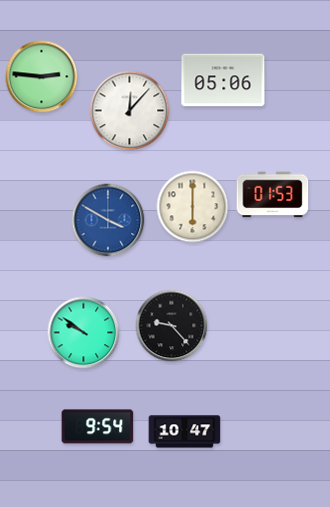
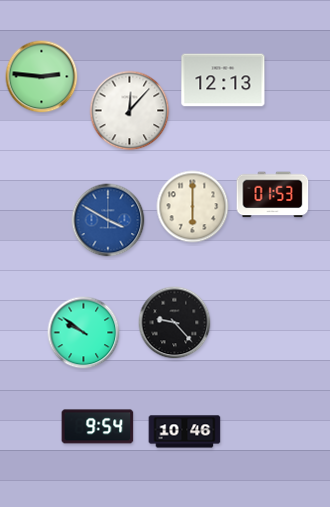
clock at (223, 80): 05:06 -> 12:13
clock at (172, 326) position: (172, 326) -> (175, 323)
clock at (185, 432): 10:47 -> 10:46
